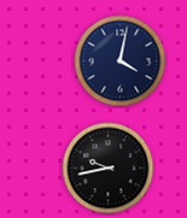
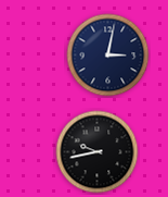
clock at (121, 61): 4:02 -> 3:02
